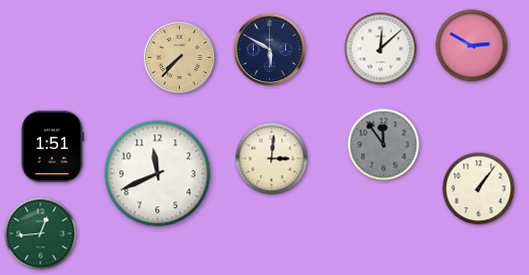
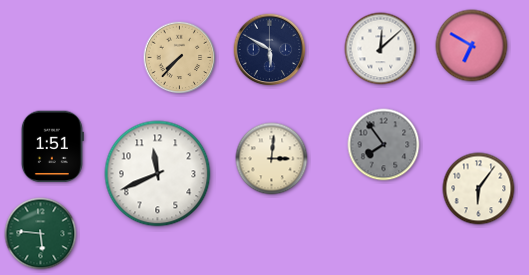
clock at (472, 46): 2:50 -> 6:50
clock at (384, 145): 11:54 -> 7:54
clock at (479, 189): 1:06 -> 6:06
clock at (41, 234): 12:44 -> 5:46
